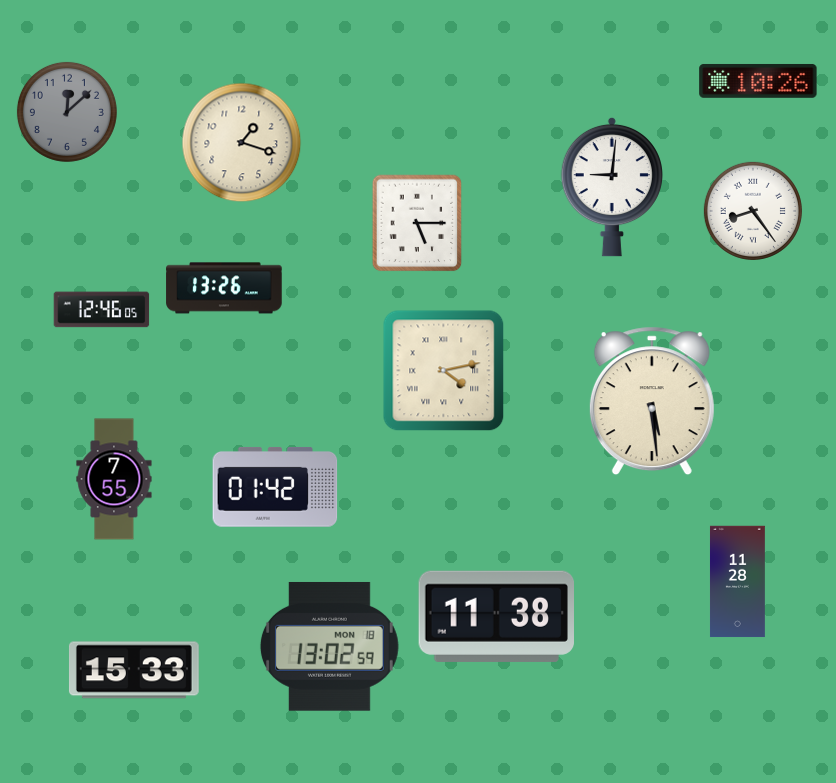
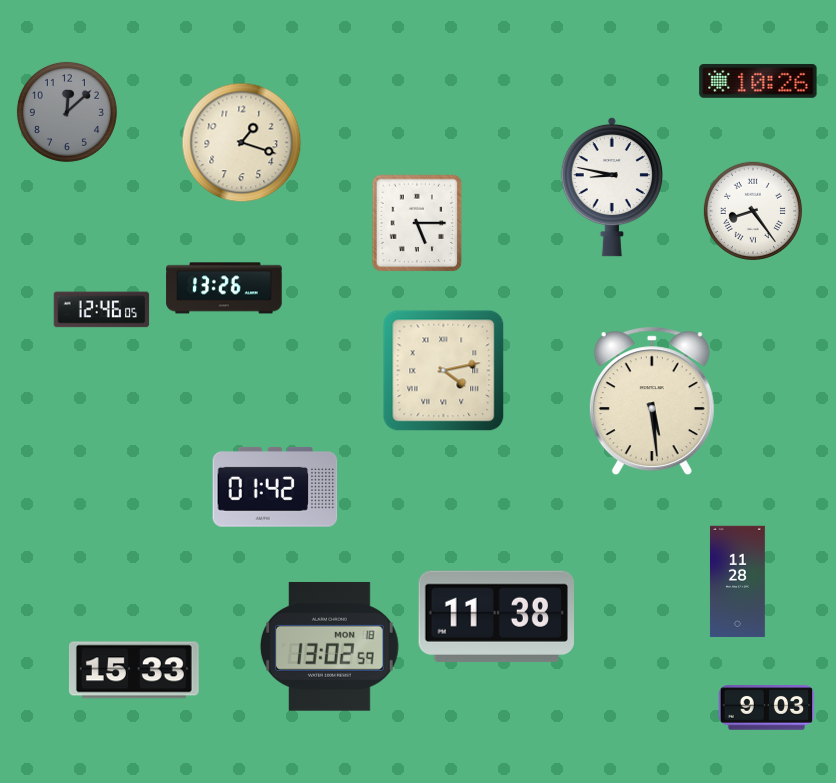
clock at (612, 187): 9:01 -> 8:47
clock at (114, 479): 7:55 -> none
clock at (767, 708): none -> 9:03
